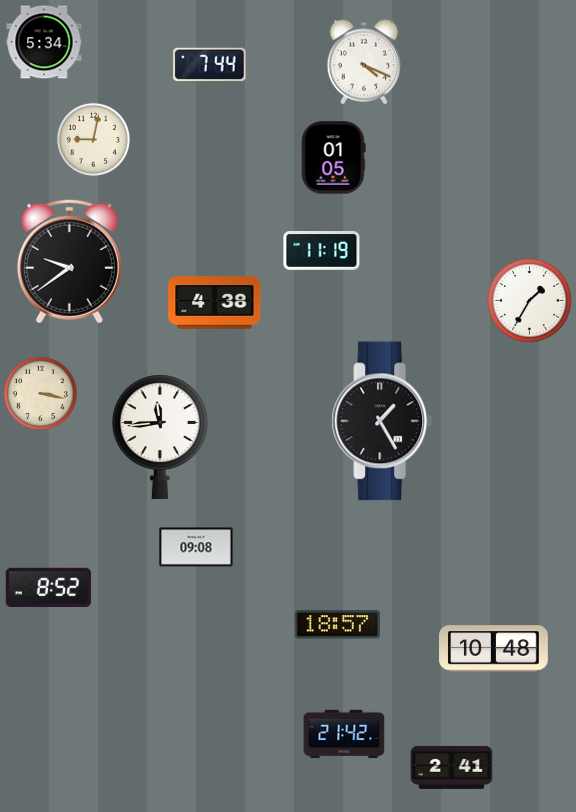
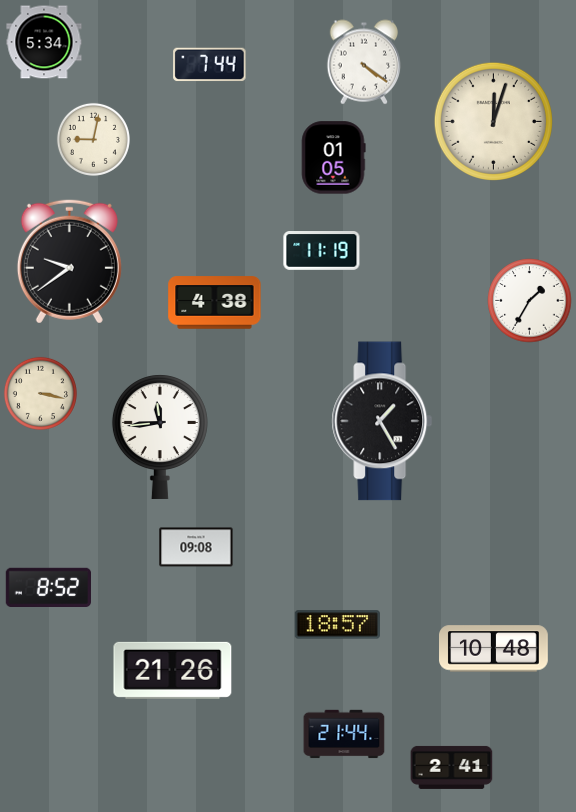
clock at (364, 62): 4:19 -> 4:21
clock at (493, 121): none -> 12:03
clock at (173, 670): none -> 21:26
clock at (344, 734): 21:42 -> 21:44
